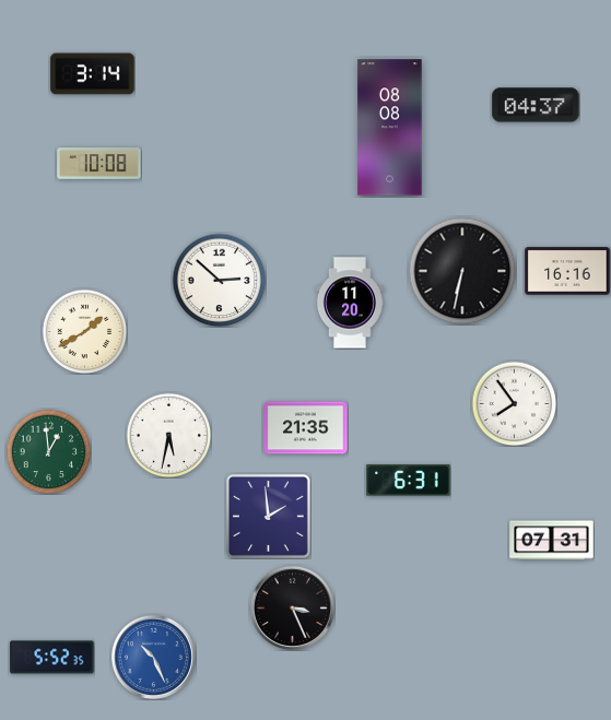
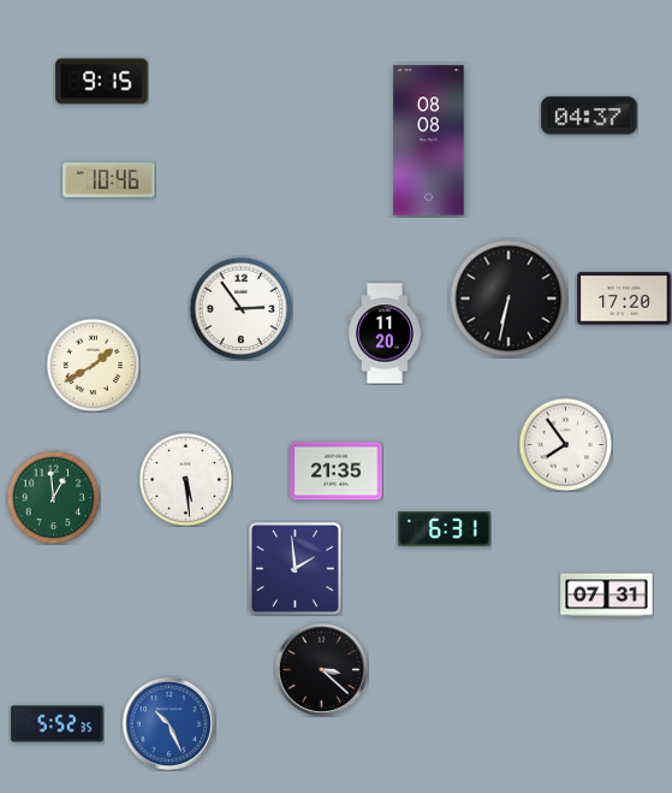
clock at (93, 74): 3:14 -> 9:15
clock at (99, 164): 10:08 -> 10:46
clock at (567, 271): 16:16 -> 17:20
clock at (219, 280): 2:52 -> 2:54
clock at (168, 435): 5:32 -> 5:29
clock at (409, 481) position: (409, 481) -> (445, 529)
clock at (292, 607): 3:26 -> 3:22
